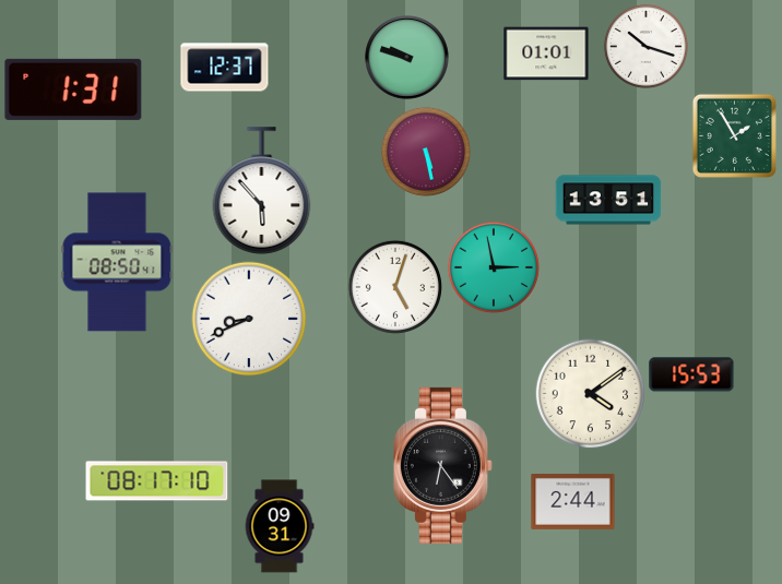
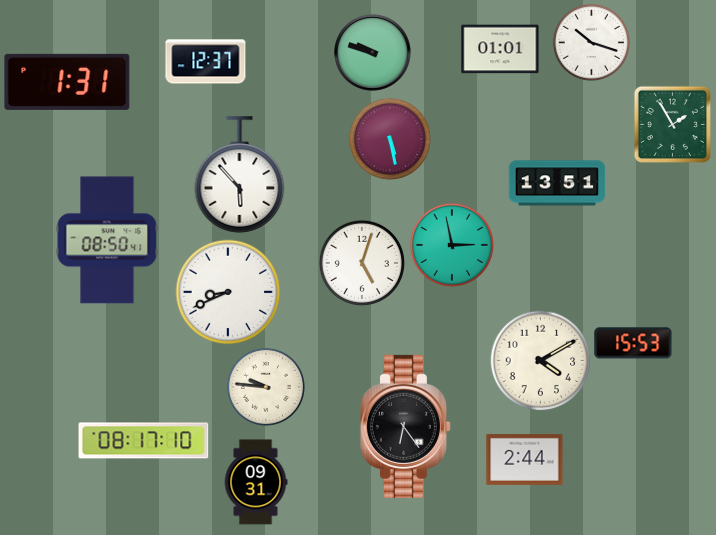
clock at (591, 394): 4:09 -> 4:10
clock at (266, 387): none -> 9:46
